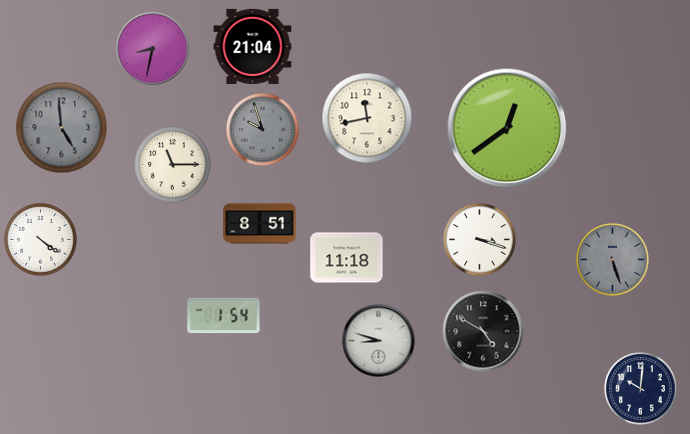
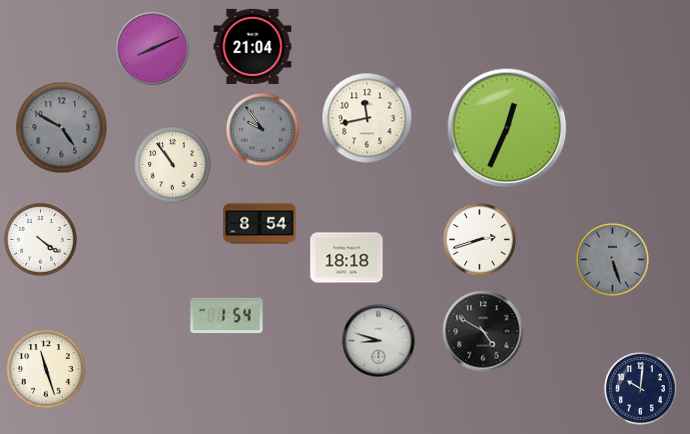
clock at (153, 49): 8:32 -> 8:11
clock at (62, 128): 4:59 -> 4:50
clock at (507, 128): 12:39 -> 12:34
clock at (263, 130): 9:57 -> 9:54
clock at (173, 165): 11:15 -> 10:54
clock at (260, 224): 8:51 -> 8:54
clock at (480, 240): 3:18 -> 2:42
clock at (347, 258): 11:18 -> 18:18
clock at (224, 316) position: (224, 316) -> (227, 316)
clock at (46, 369): none -> 11:27
